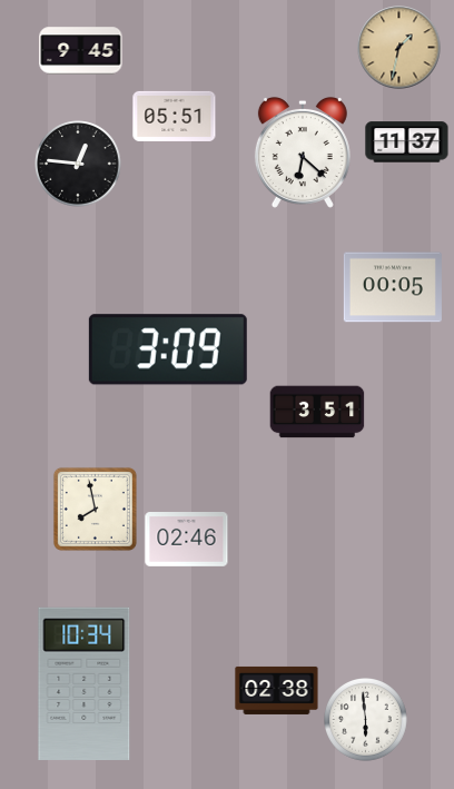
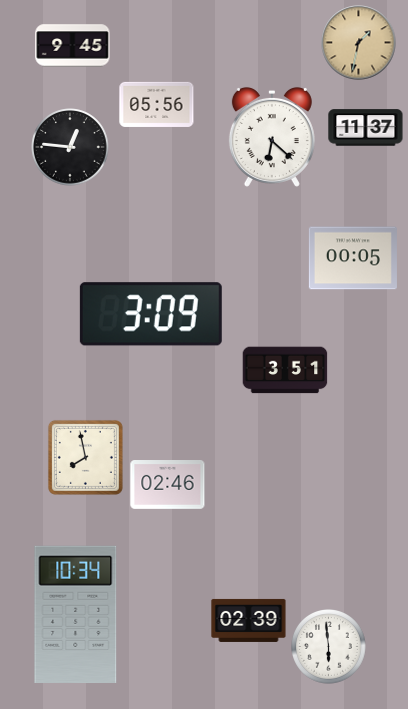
clock at (175, 116): 05:51 -> 05:56
clock at (277, 690): 02:38 -> 02:39
